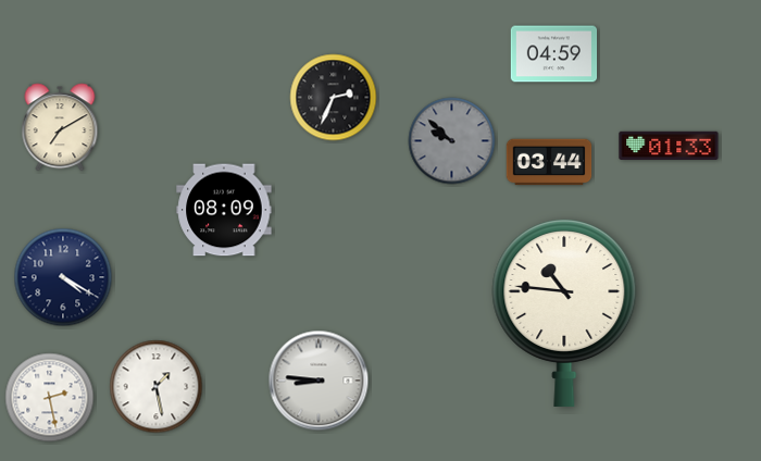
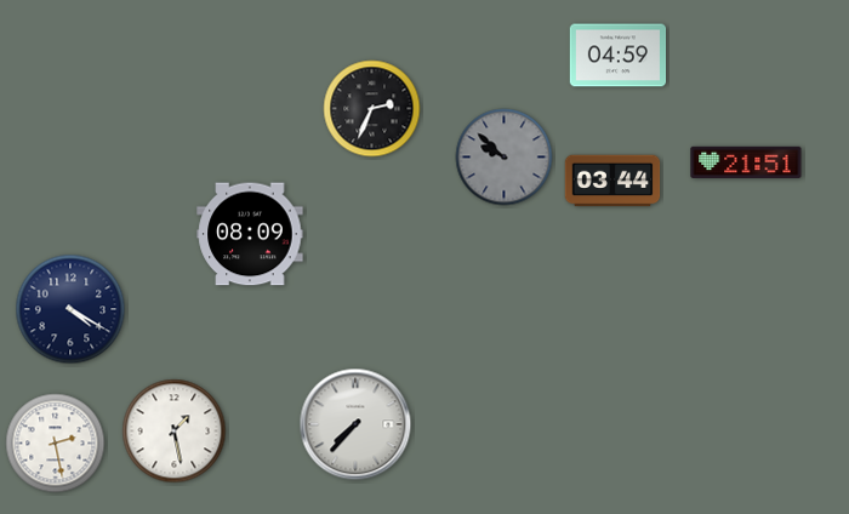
clock at (554, 54) position: (554, 54) -> (619, 56)
clock at (60, 127): 7:10 -> none
clock at (669, 145): 01:33 -> 21:51
clock at (564, 312): 10:46 -> none
clock at (319, 381): 8:46 -> 7:37
